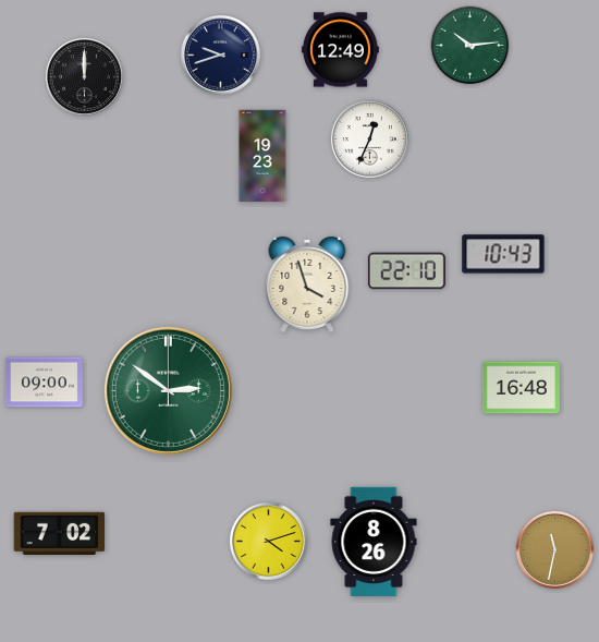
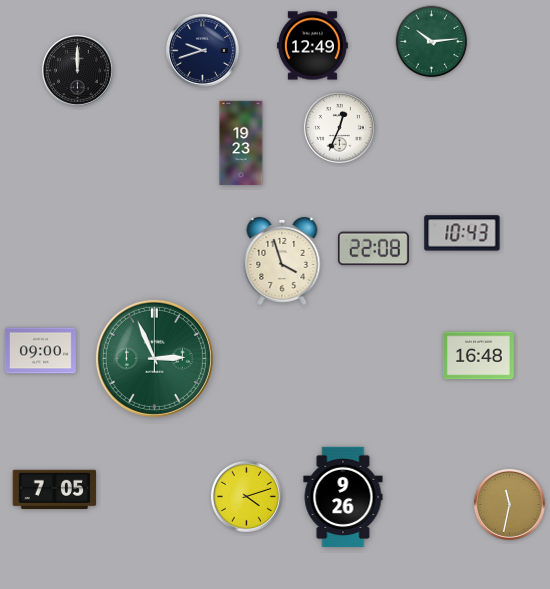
clock at (406, 271): 22:10 -> 22:08
clock at (168, 390): 2:51 -> 2:56
clock at (60, 533): 7:02 -> 7:05
clock at (374, 541): 8:26 -> 9:26
